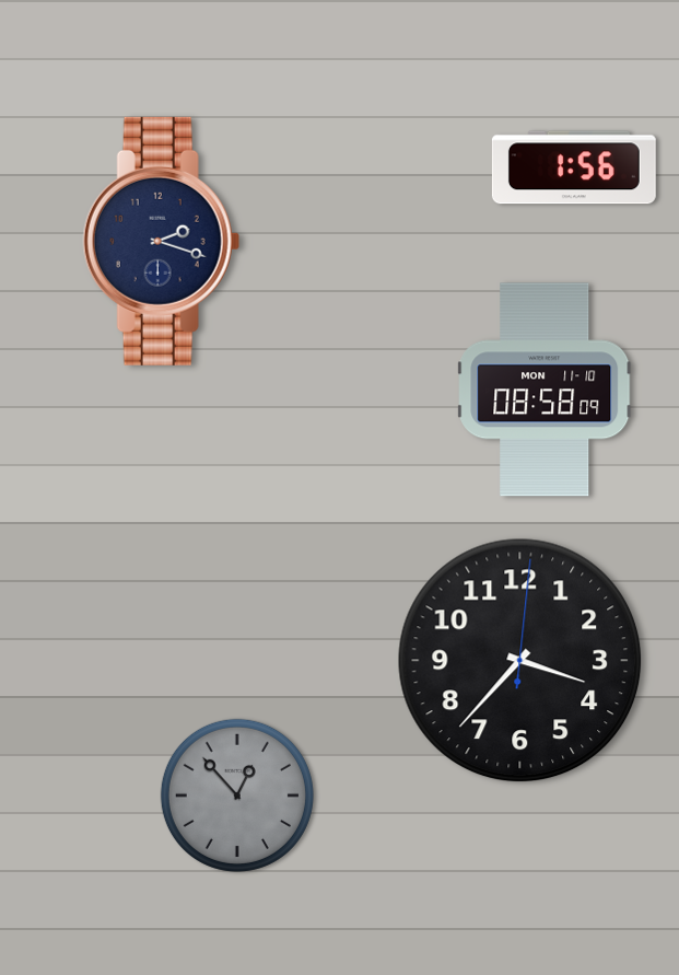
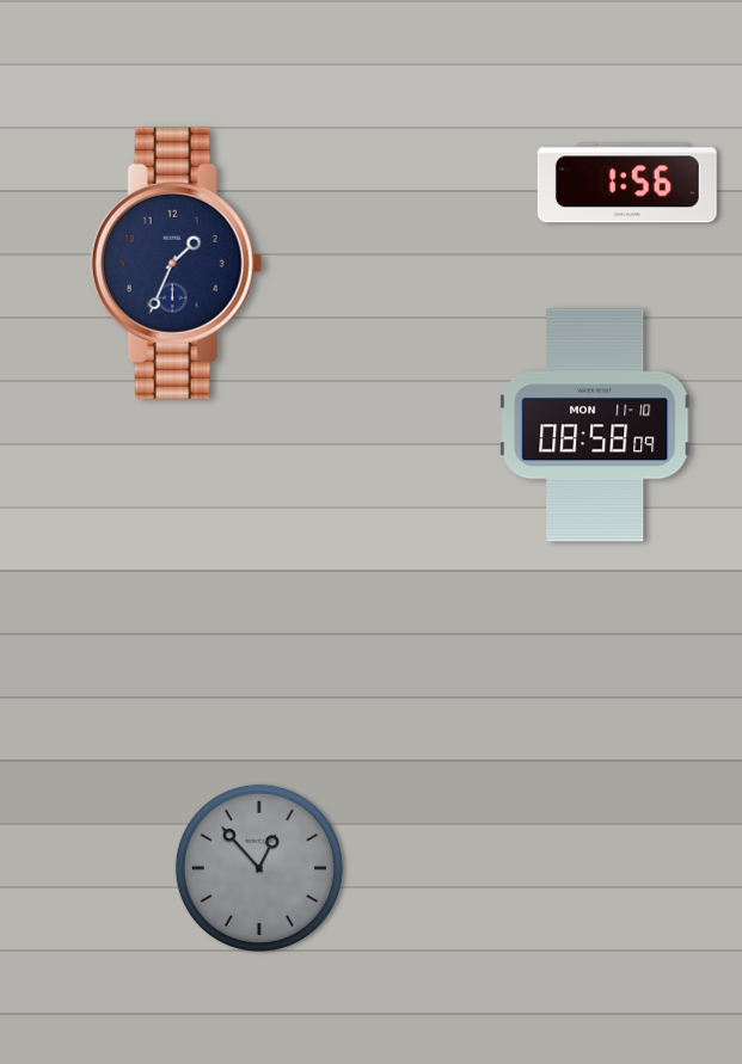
clock at (161, 241): 2:18 -> 1:34
clock at (520, 661): 3:37 -> none
